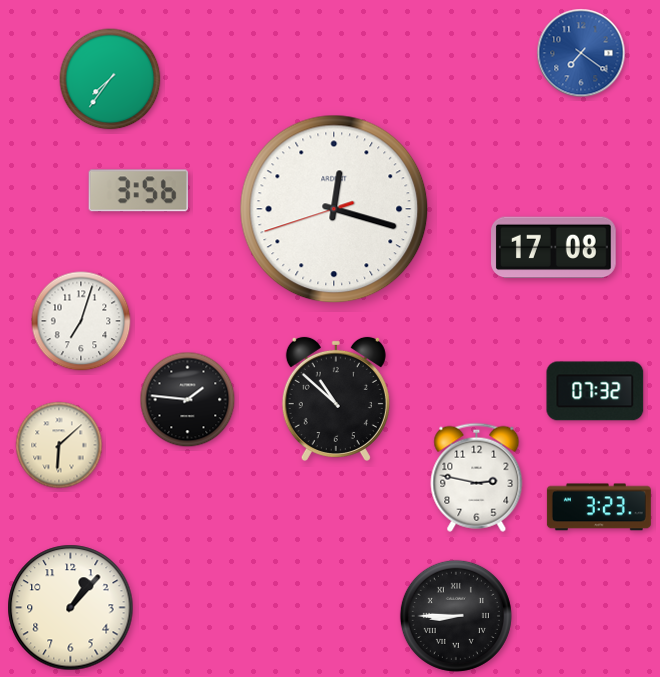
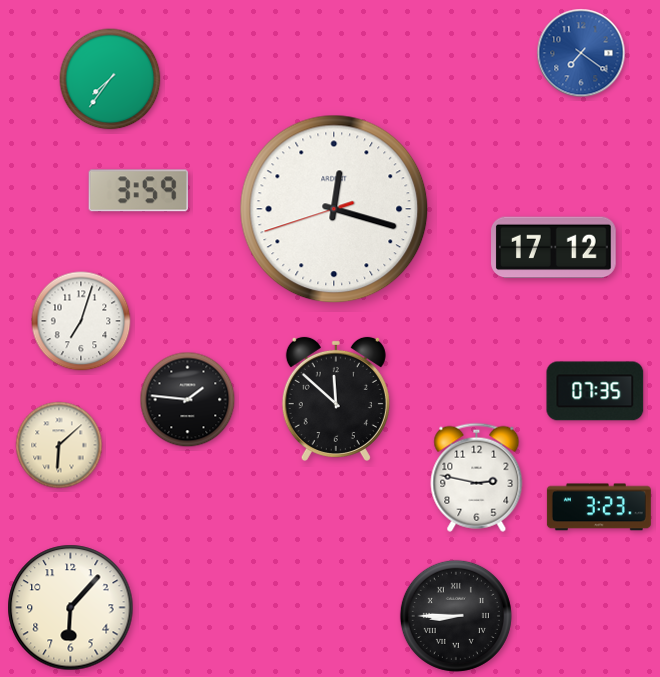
clock at (139, 191): 3:56 -> 3:59
clock at (554, 248): 17:08 -> 17:12
clock at (595, 391): 07:32 -> 07:35
clock at (336, 399): 10:52 -> 11:52
clock at (71, 608): 1:07 -> 6:07
